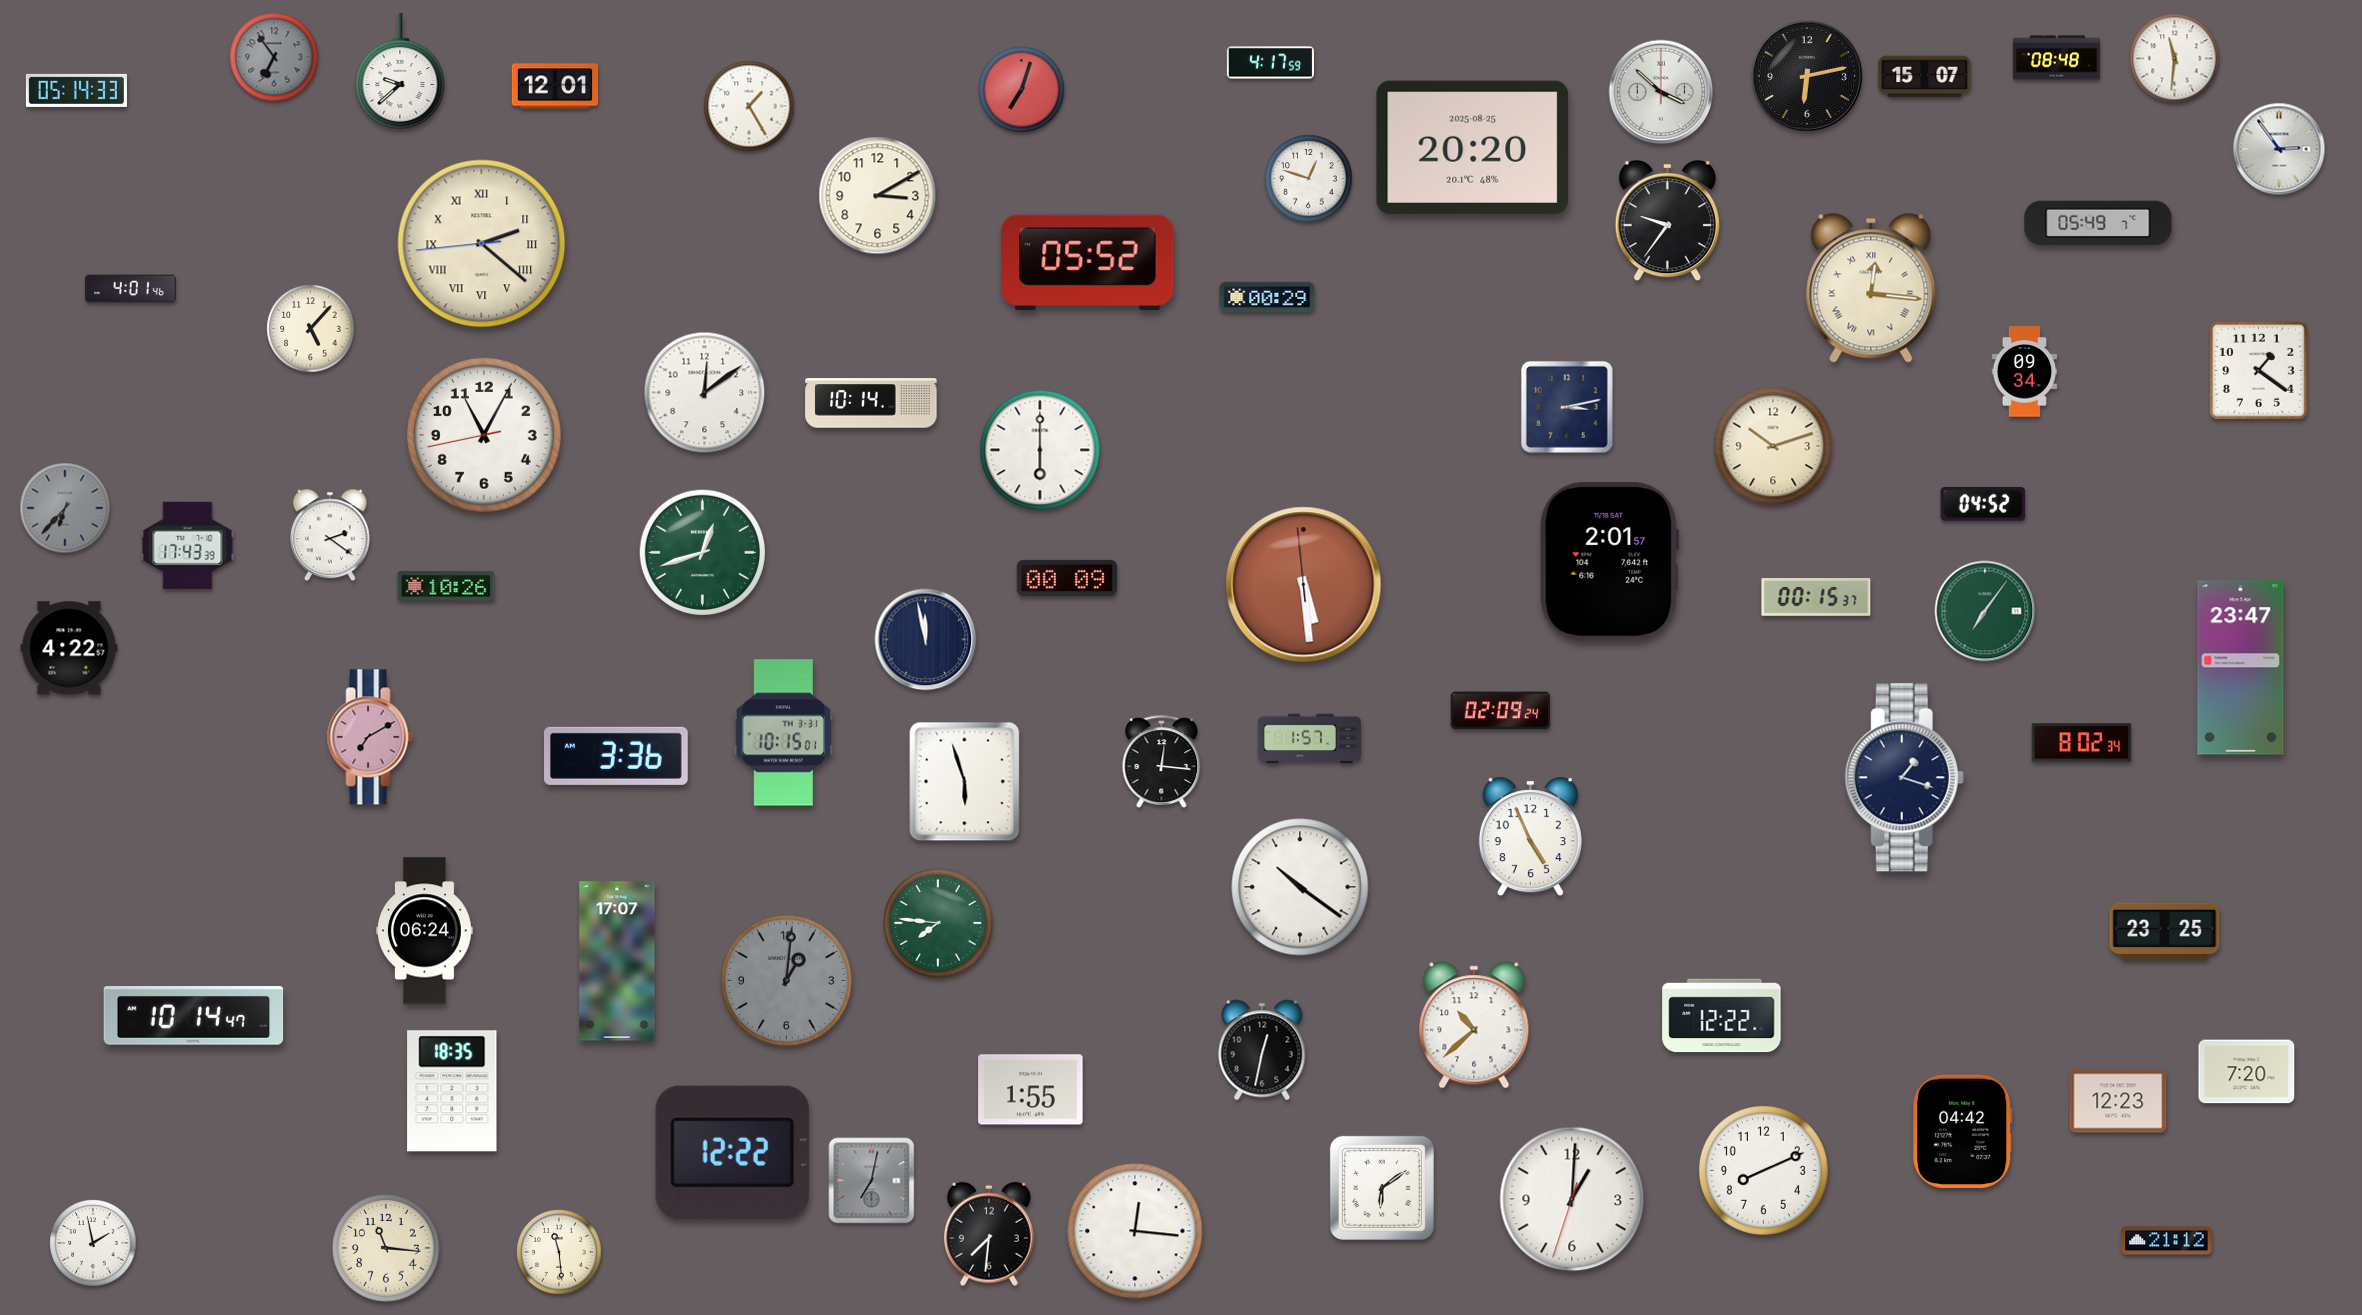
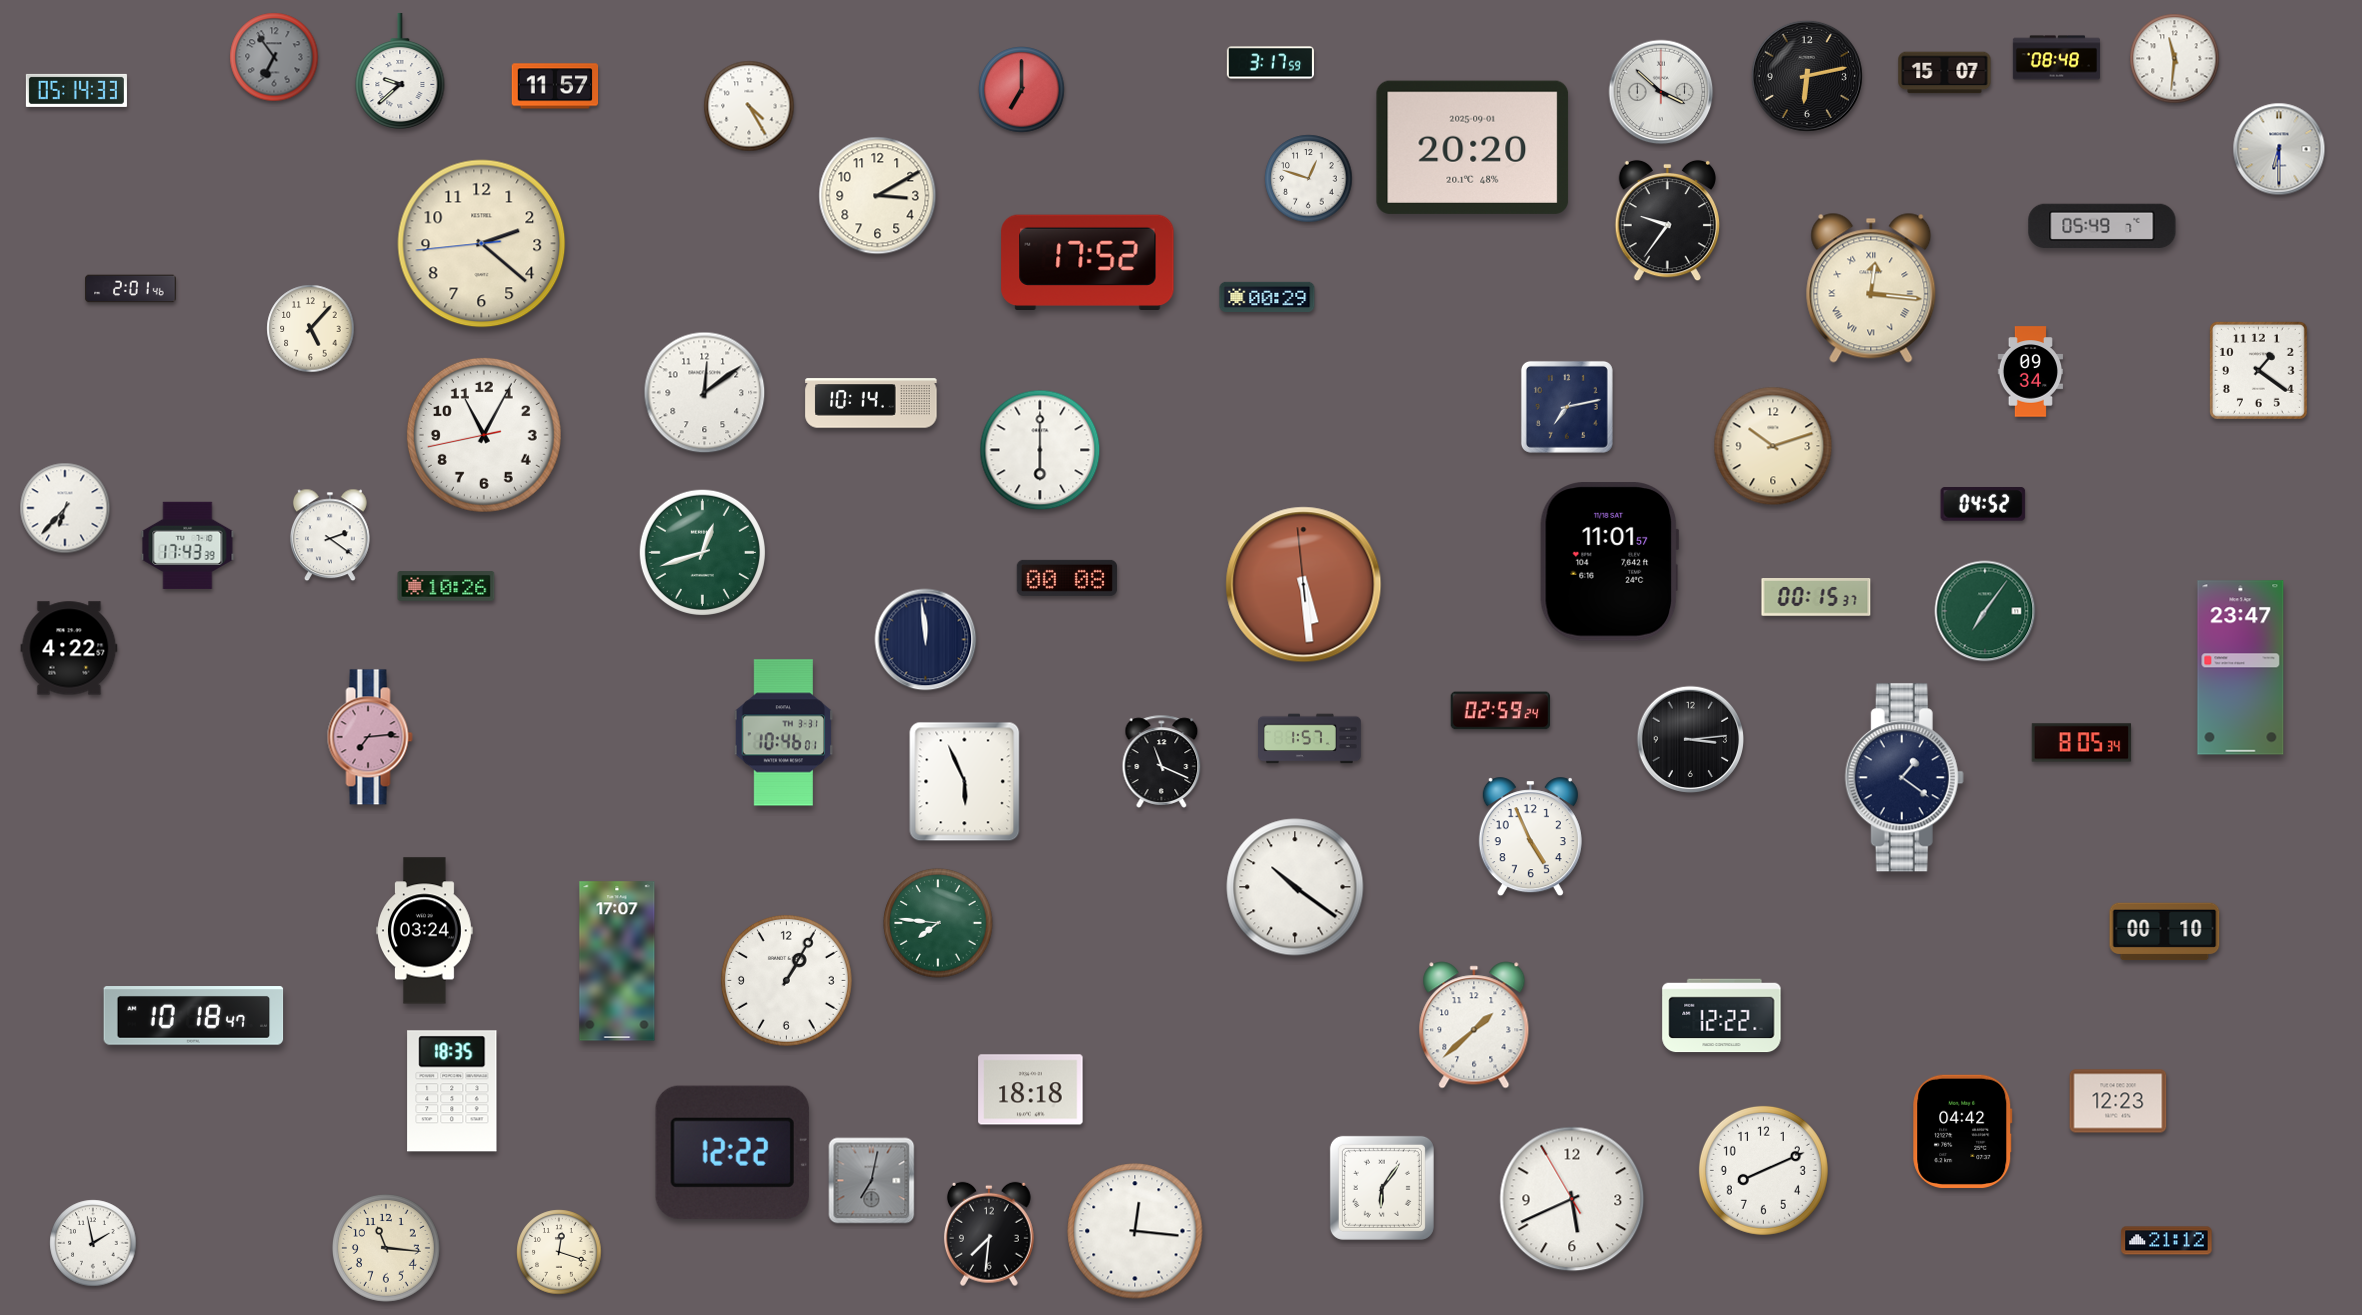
clock at (1270, 63): 4:17 -> 3:17
clock at (1925, 77) position: (1925, 77) -> (1945, 73)
clock at (555, 86): 12:01 -> 11:57
clock at (1022, 90): 7:03 -> 7:00
clock at (749, 106): 1:25 -> 4:25
clock at (1473, 147) date: 2025-08-25 -> 2025-09-01
clock at (2279, 149): 2:54 -> 6:30
clock at (2098, 223) position: (2098, 223) -> (2102, 226)
clock at (482, 244) numerals: Roman -> Arabic
clock at (1088, 262): 05:52 -> 17:52
clock at (131, 289): 4:01 -> 2:01
clock at (2024, 372) position: (2024, 372) -> (2030, 372)
clock at (1567, 407): 3:13 -> 7:13
clock at (65, 508) dial: grey -> white
clock at (1610, 562): 2:01 -> 11:01
clock at (1067, 578): 00:09 -> 00:08
clock at (926, 640): 11:58 -> 11:59
clock at (1501, 711): 02:09 -> 02:59
clock at (784, 733): 10:15 -> 10:46
clock at (370, 737): 7:10 -> 7:14
clock at (1691, 740): none -> 3:14
clock at (2082, 743): 8:02 -> 8:05
clock at (617, 756): 3:36 -> none
clock at (1162, 761): 12:16 -> 11:19
clock at (1904, 778): 1:18 -> 1:21
clock at (965, 782): 5:57 -> 5:56
clock at (1300, 887) position: (1300, 887) -> (1295, 887)
clock at (425, 931): 06:24 -> 03:24
clock at (2165, 932): 23:25 -> 00:10
clock at (786, 980): 1:01 -> 1:05
clock at (786, 980) dial: grey -> white
clock at (194, 1016): 10:14 -> 10:18
clock at (1474, 1025): 10:38 -> 1:38
clock at (1262, 1050): 12:32 -> none
clock at (2247, 1072): 7:20 -> none
clock at (1031, 1090): 1:55 -> 18:18
clock at (1382, 1188): 6:09 -> 6:06
clock at (1572, 1199): 1:00 -> 5:40
clock at (559, 1252): 11:29 -> 12:18
